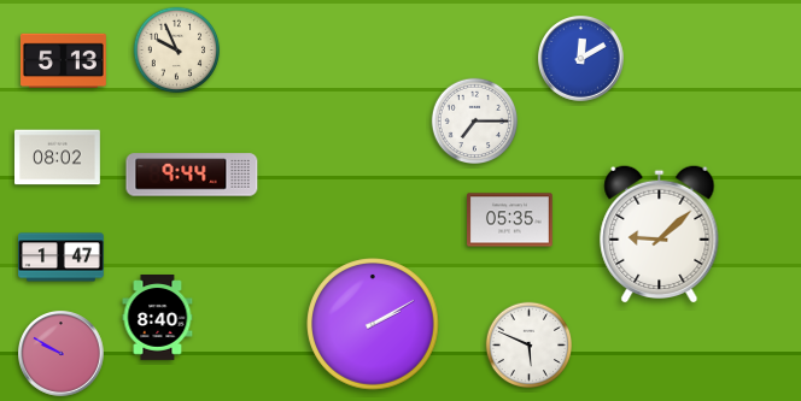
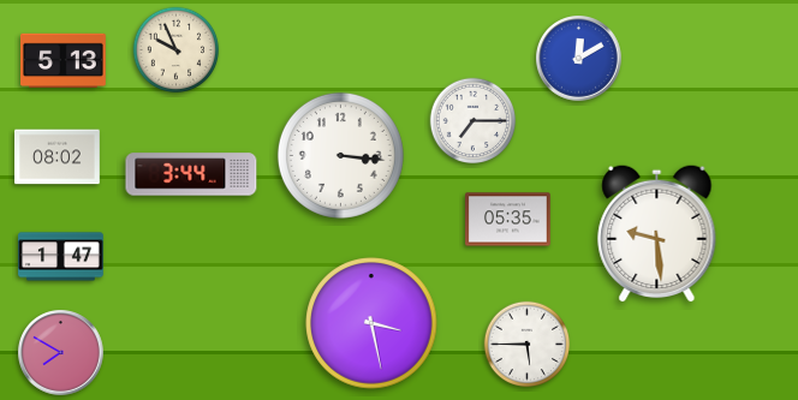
clock at (340, 155): none -> 3:16
clock at (192, 175): 9:44 -> 3:44
clock at (660, 234): 9:08 -> 9:29
clock at (158, 318): 8:40 -> none
clock at (373, 324): 2:10 -> 3:28
clock at (530, 346): 5:49 -> 5:45
clock at (62, 354): 9:50 -> 7:50
